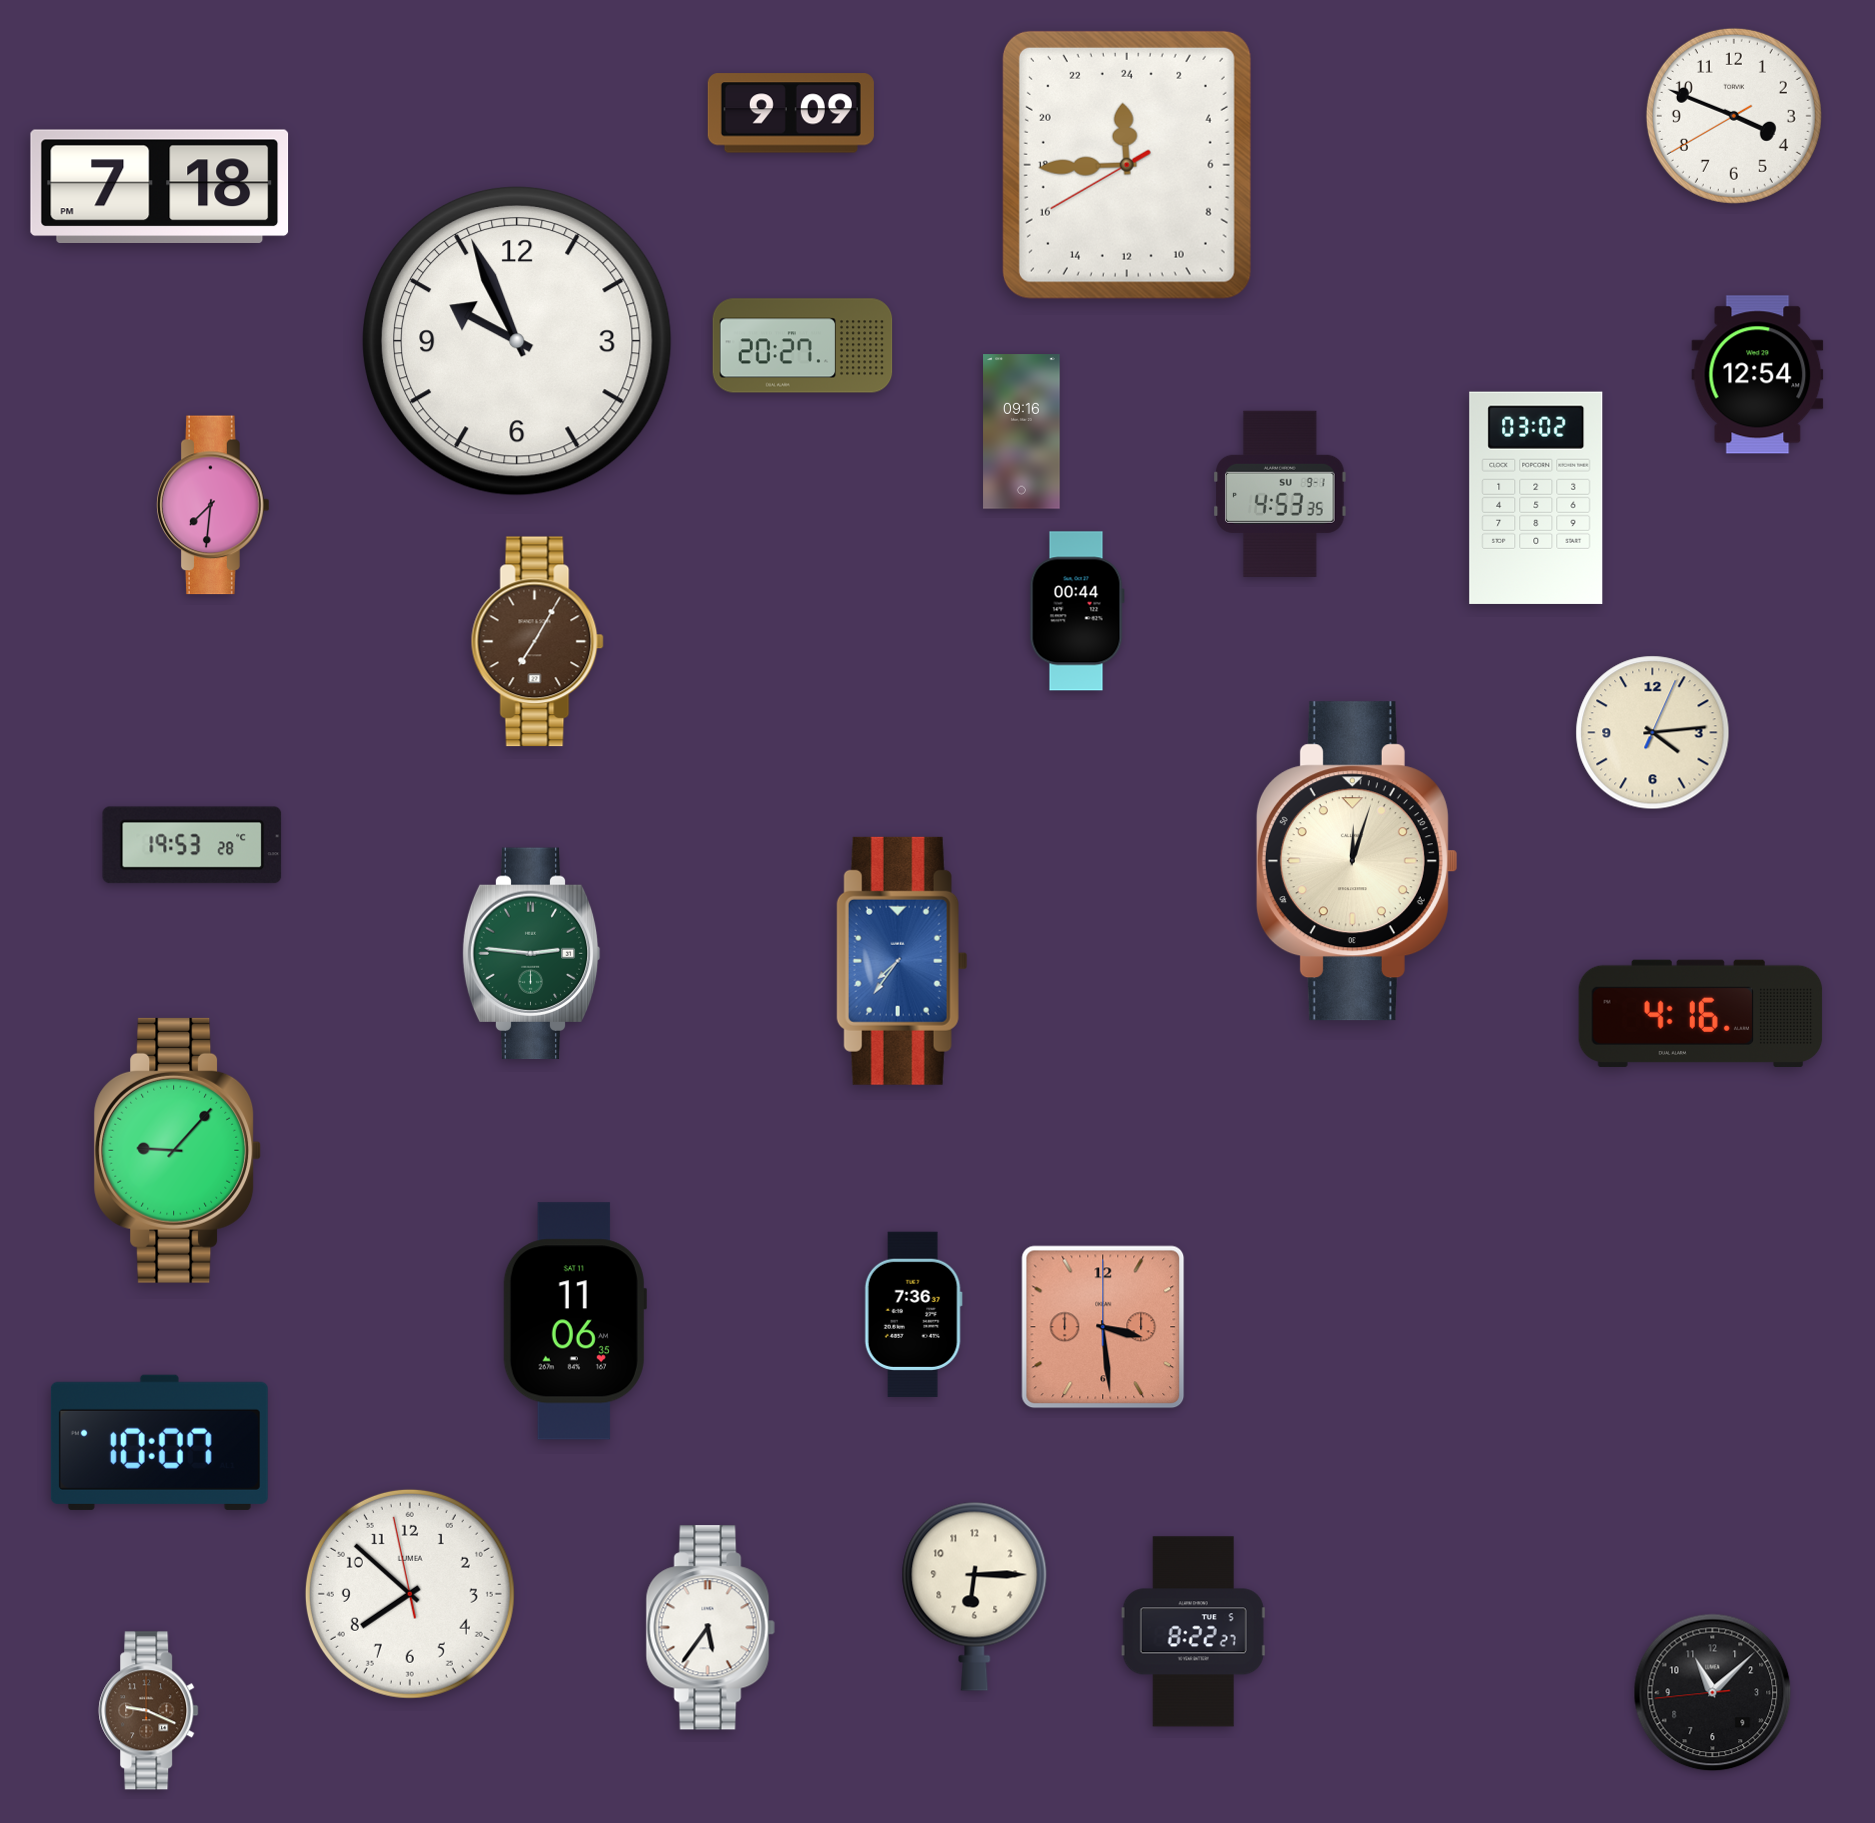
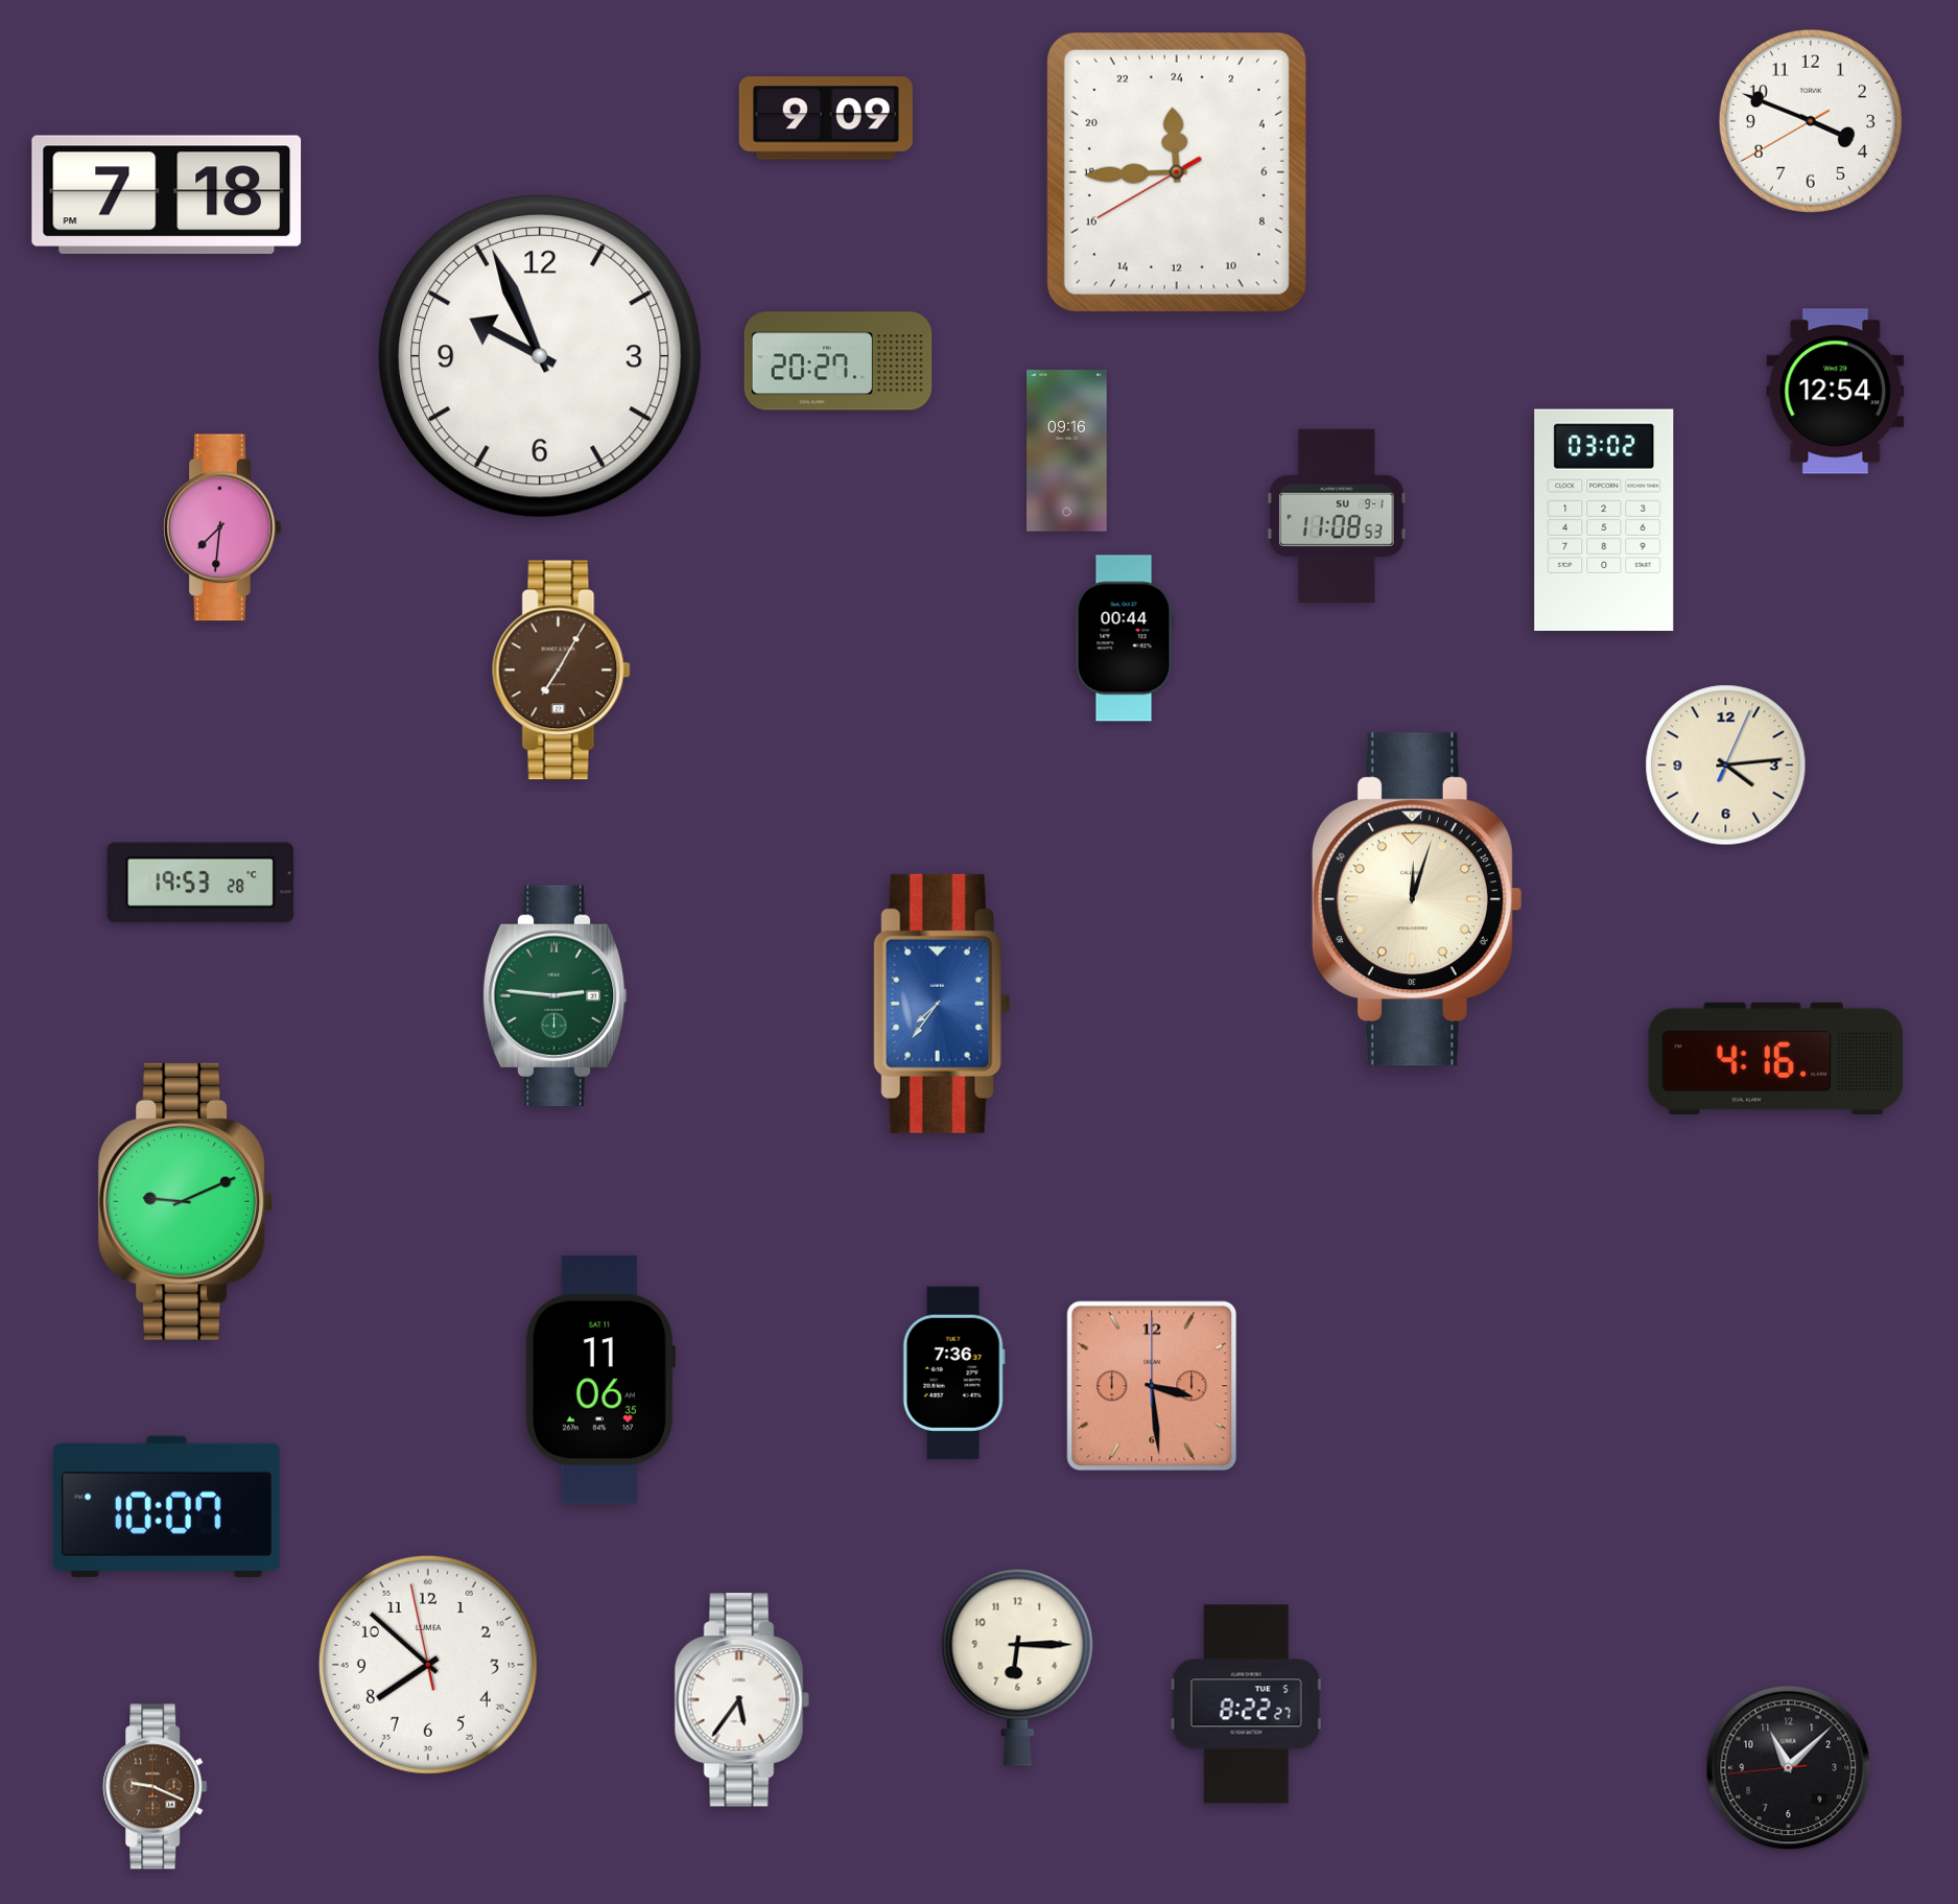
clock at (1280, 494): 4:53 -> 11:08
clock at (178, 1150): 9:07 -> 9:11
